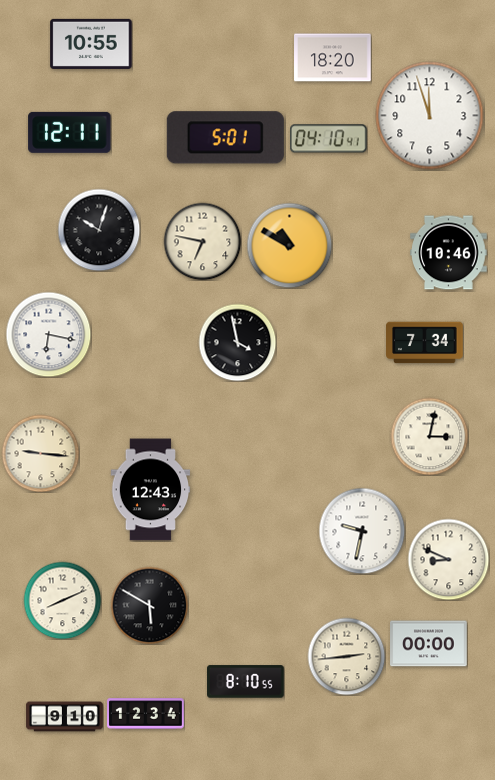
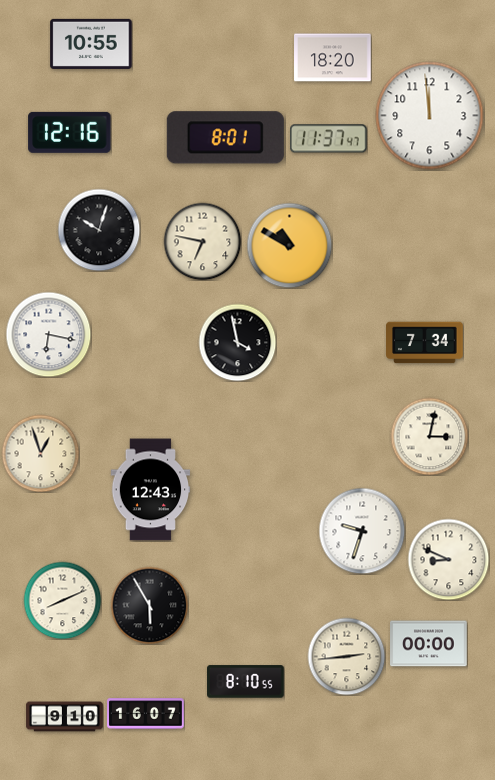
clock at (430, 116): 11:57 -> 11:59
clock at (70, 132): 12:11 -> 12:16
clock at (225, 138): 5:01 -> 8:01
clock at (329, 139): 04:10 -> 11:37
clock at (449, 253): 10:46 -> none
clock at (40, 453): 9:16 -> 12:57
clock at (362, 531): 9:32 -> 9:33
clock at (149, 605): 5:50 -> 5:55
clock at (146, 714): 12:34 -> 16:07
